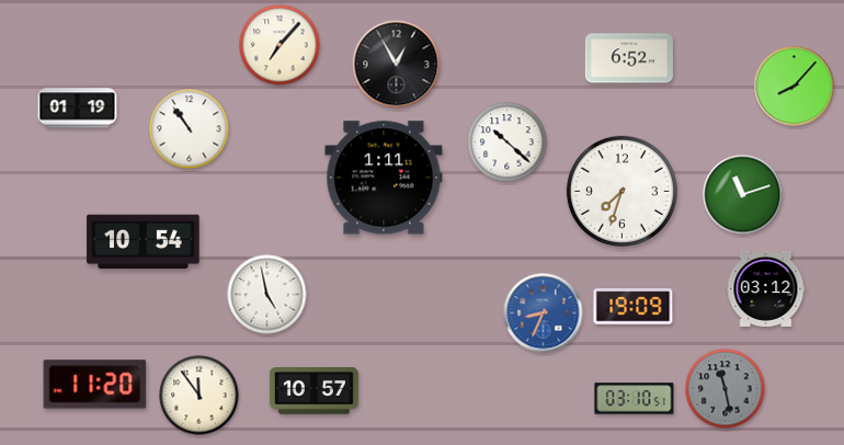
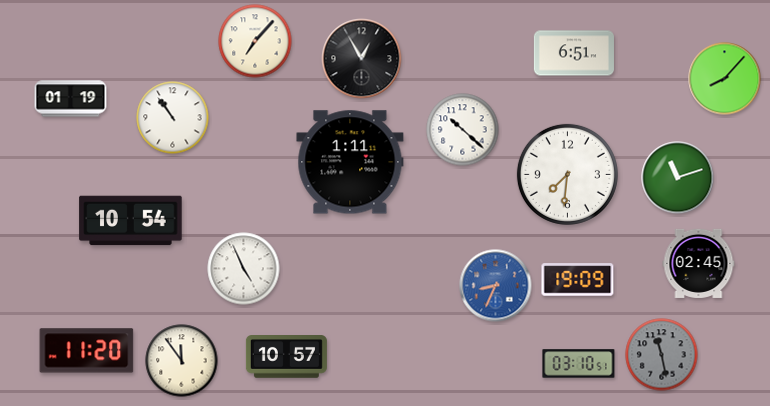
clock at (629, 58): 6:52 -> 6:51
clock at (621, 191): 7:33 -> 7:31
clock at (766, 288): 03:12 -> 02:45
clock at (267, 295): 4:58 -> 4:56
